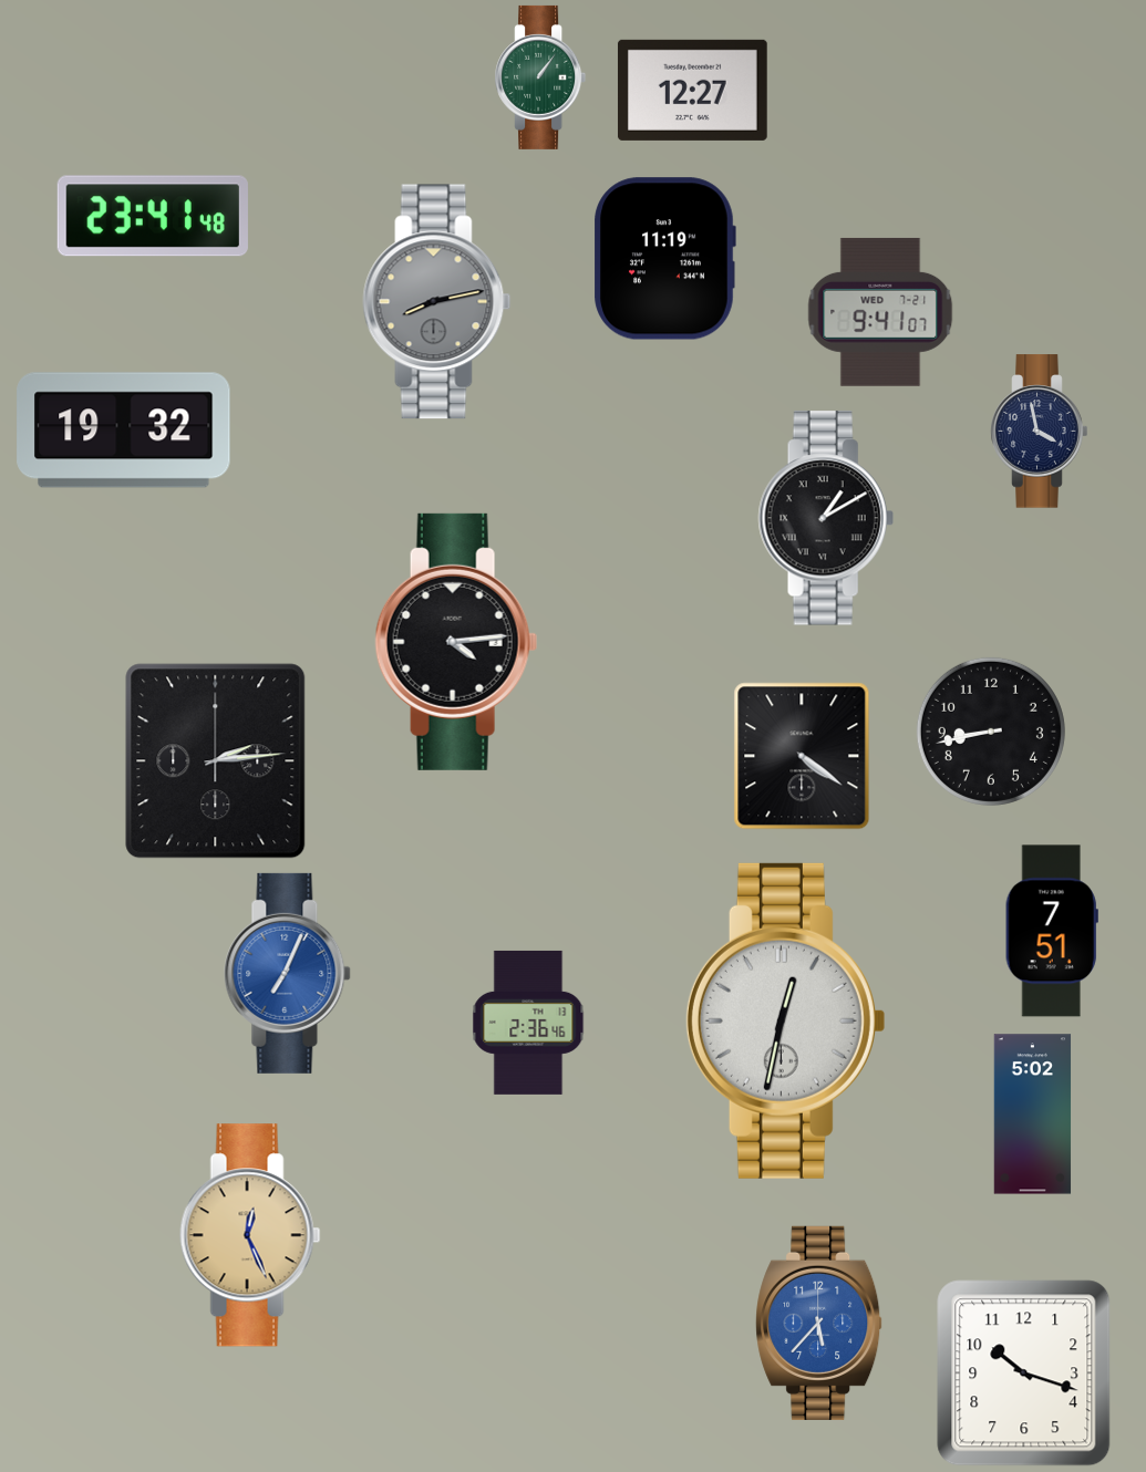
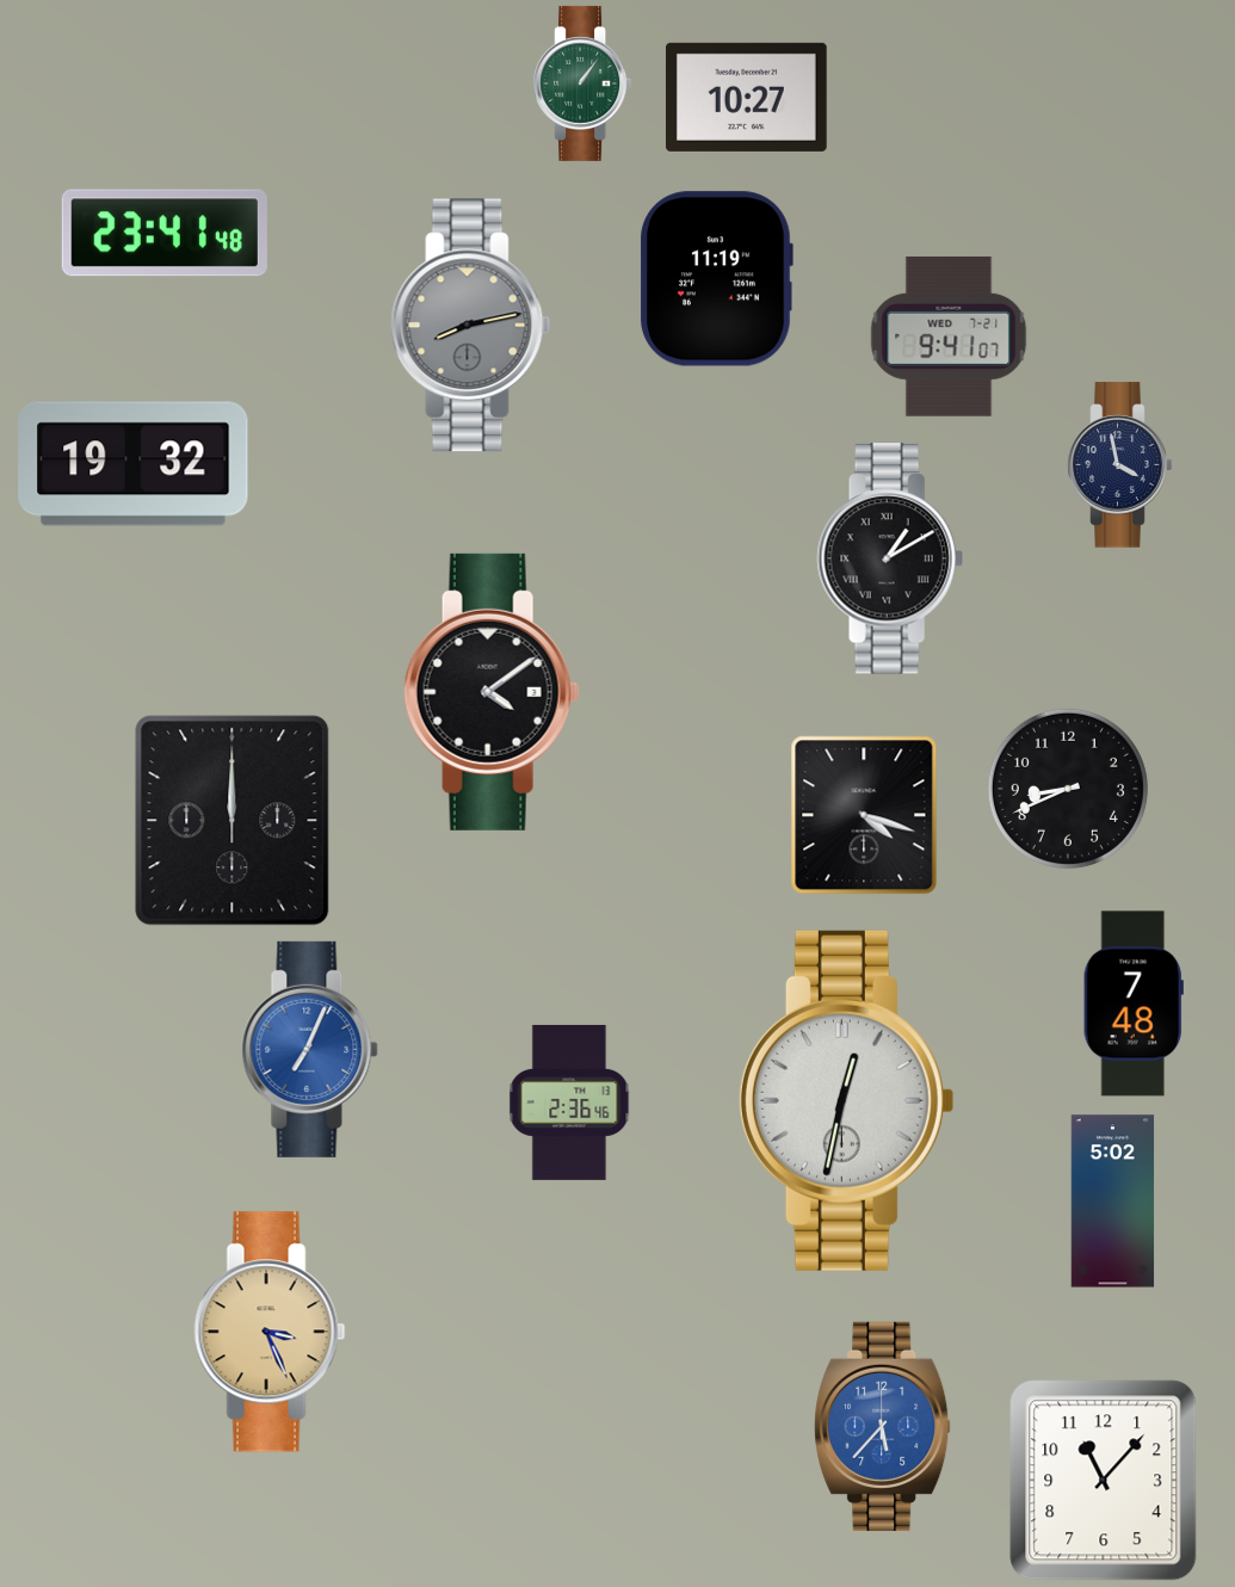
clock at (692, 90): 12:27 -> 10:27
clock at (456, 642): 4:14 -> 4:09
clock at (991, 732): 8:43 -> 8:41
clock at (802, 756): 4:21 -> 4:18
clock at (216, 761): 2:14 -> 12:00
clock at (1052, 931): 7:51 -> 7:48
clock at (250, 1235): 12:26 -> 3:26
clock at (1024, 1373): 10:18 -> 11:07
